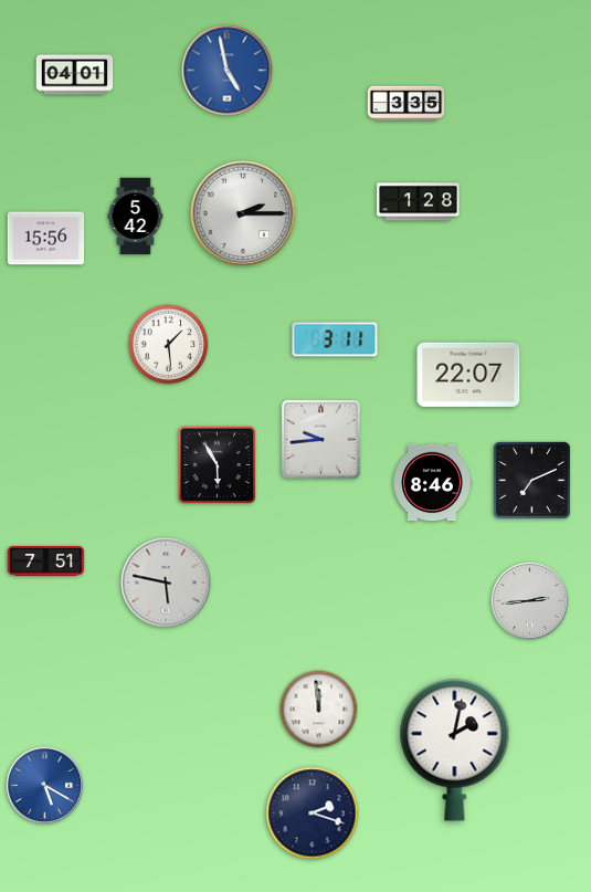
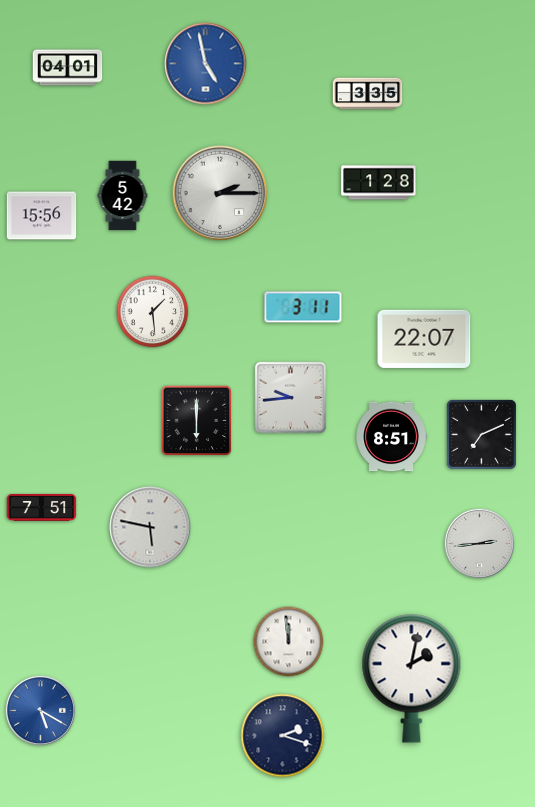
clock at (218, 465): 5:55 -> 6:00
clock at (432, 483): 8:46 -> 8:51
